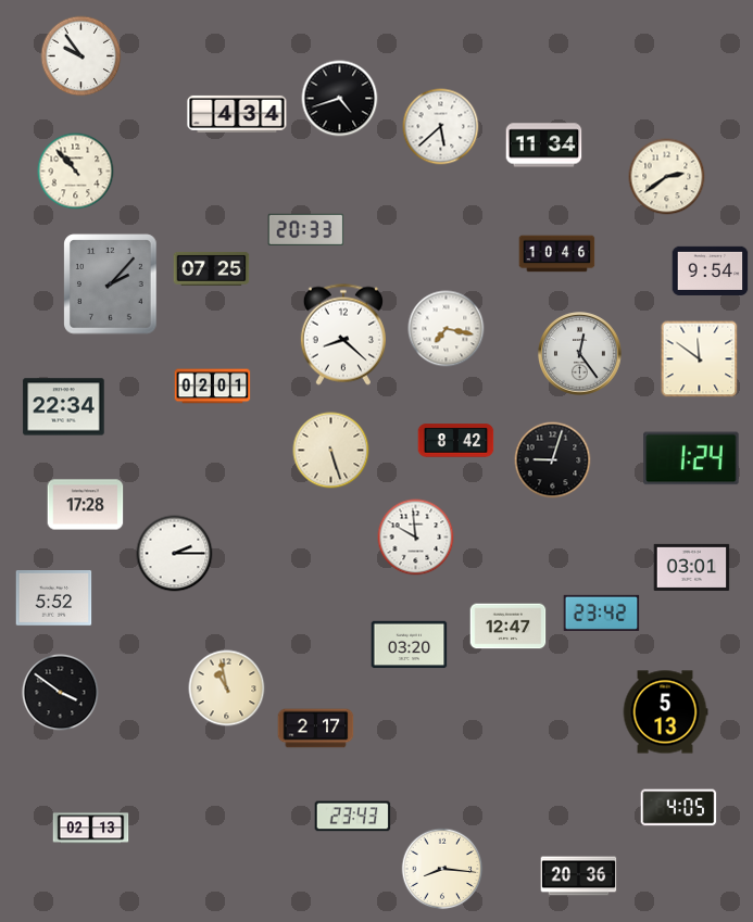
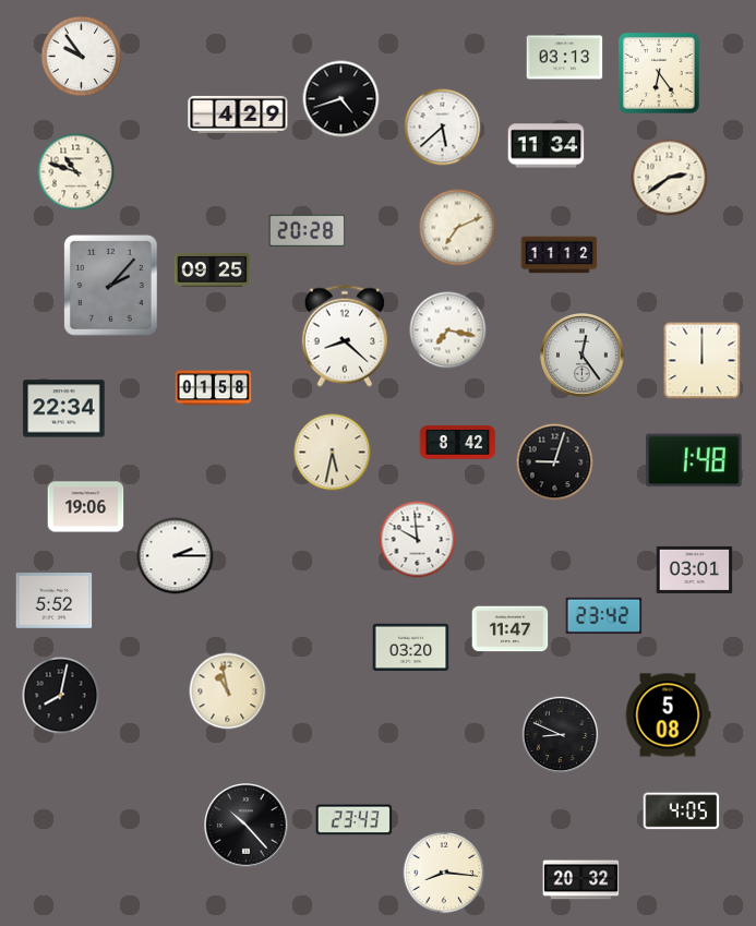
clock at (565, 58): none -> 03:13
clock at (659, 73): none -> 6:24
clock at (237, 114): 4:34 -> 4:29
clock at (76, 172): 10:53 -> 10:48
clock at (458, 228): none -> 7:11
clock at (306, 229): 20:33 -> 20:28
clock at (557, 254): 10:46 -> 11:12
clock at (212, 268): 07:25 -> 09:25
clock at (711, 270): 9:54 -> none
clock at (700, 359): 11:51 -> 12:00
clock at (213, 387): 02:01 -> 01:58
clock at (331, 451): 5:27 -> 5:32
clock at (691, 458): 1:24 -> 1:48
clock at (86, 505): 17:28 -> 19:06
clock at (509, 627): 12:47 -> 11:47
clock at (61, 693): 3:51 -> 8:02
clock at (665, 712): 5:13 -> 5:08
clock at (316, 729): 2:17 -> none
clock at (561, 735): none -> 8:49
clock at (247, 826): none -> 10:23
clock at (91, 829): 02:13 -> none
clock at (579, 876): 20:36 -> 20:32
